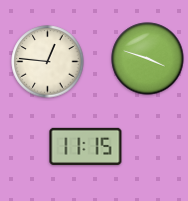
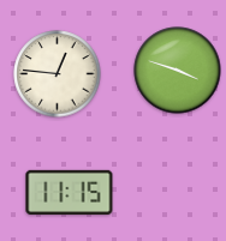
clock at (86, 146) position: (86, 146) -> (70, 192)
